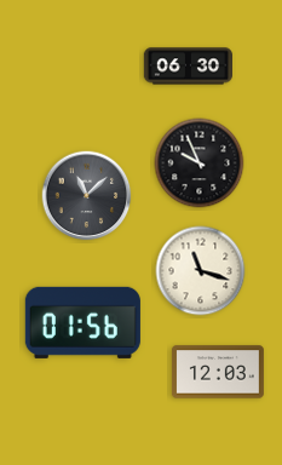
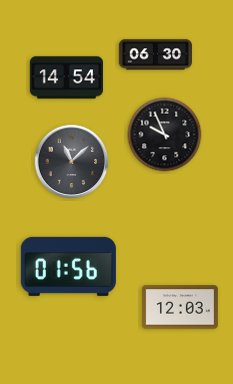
clock at (66, 78): none -> 14:54
clock at (201, 271): 11:18 -> none
